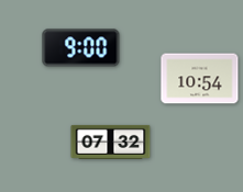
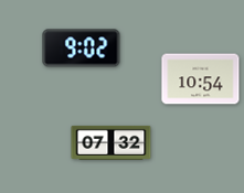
clock at (81, 48): 9:00 -> 9:02
